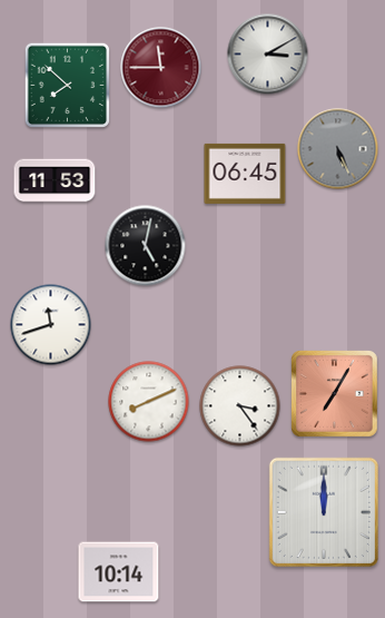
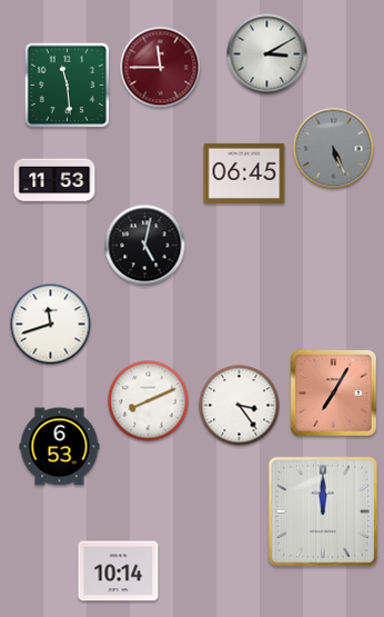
clock at (67, 85): 7:52 -> 11:29
clock at (338, 149) position: (338, 149) -> (334, 149)
clock at (60, 447): none -> 6:53
